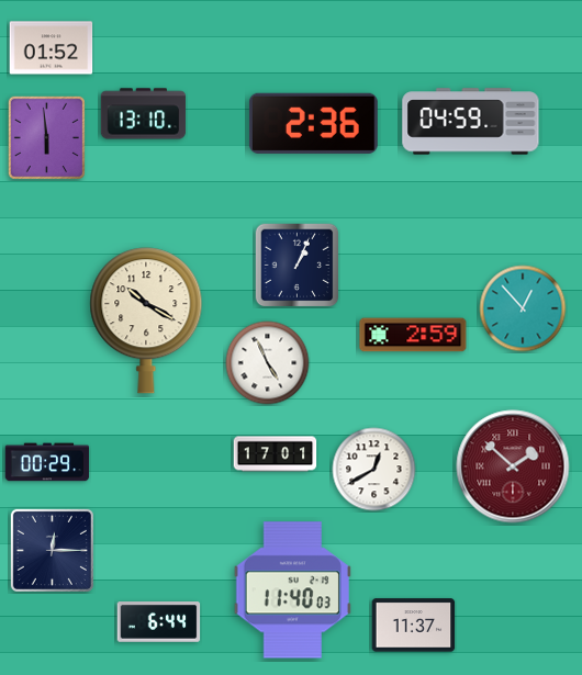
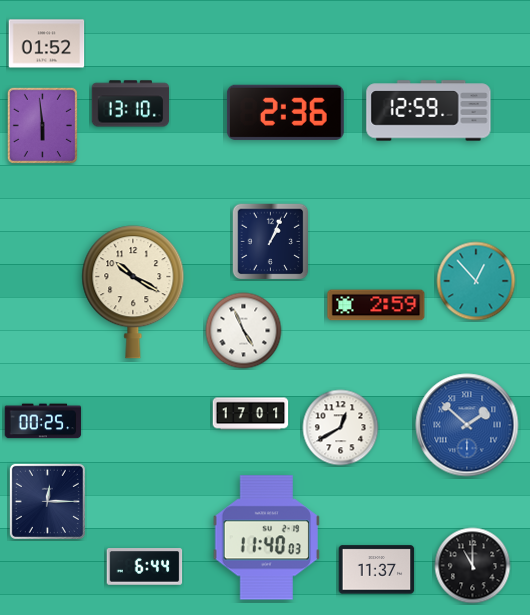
clock at (471, 122): 04:59 -> 12:59
clock at (47, 462): 00:29 -> 00:25
clock at (513, 466) dial: burgundy -> blue
clock at (473, 566): none -> 11:00
